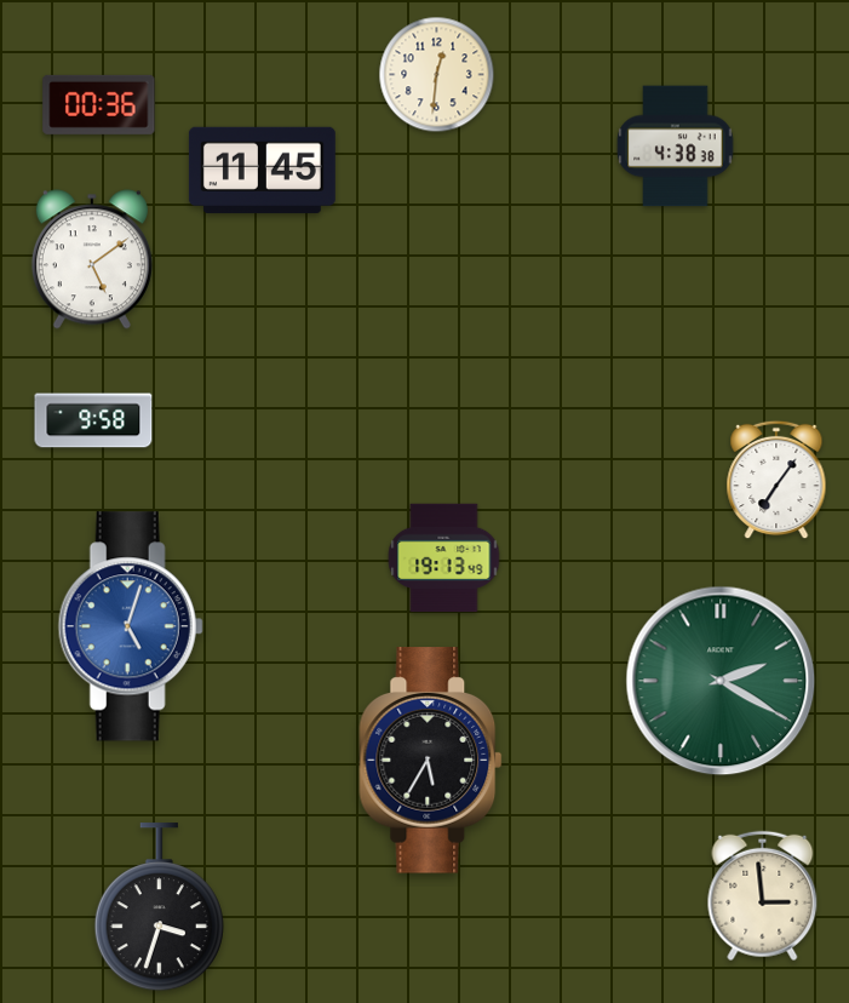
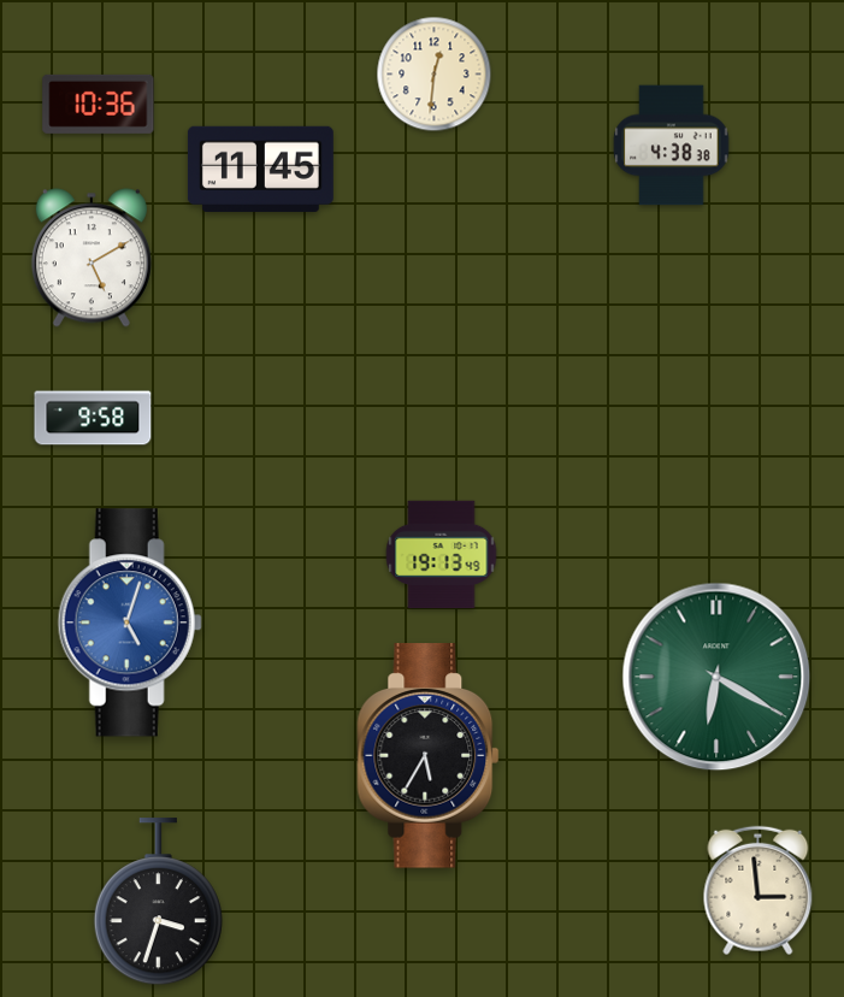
clock at (99, 104): 00:36 -> 10:36
clock at (92, 259): 5:09 -> 5:10
clock at (776, 480): 7:06 -> none
clock at (721, 681): 2:20 -> 6:20
